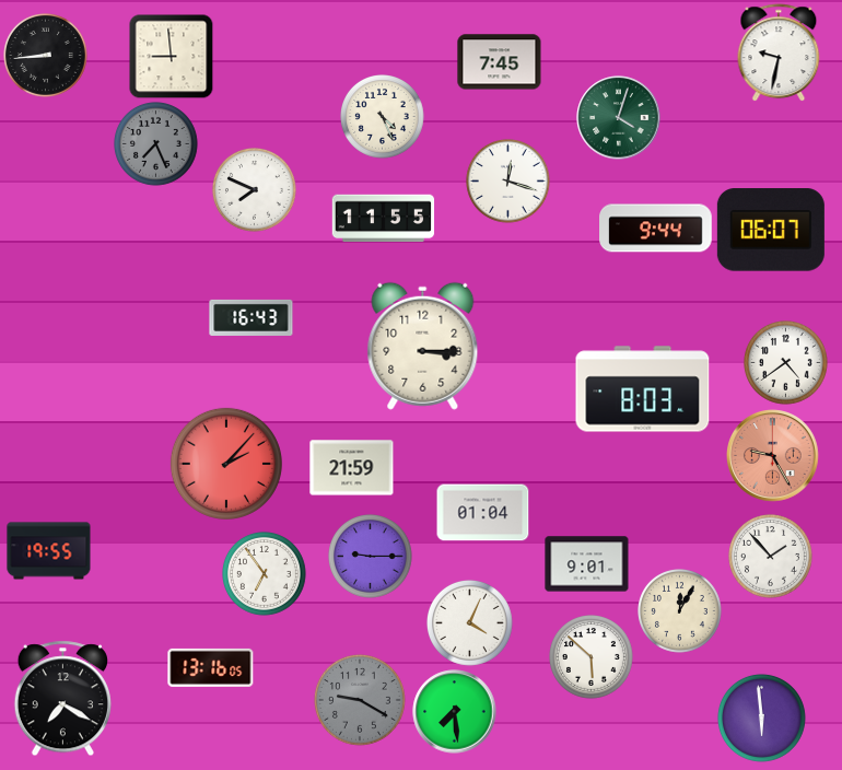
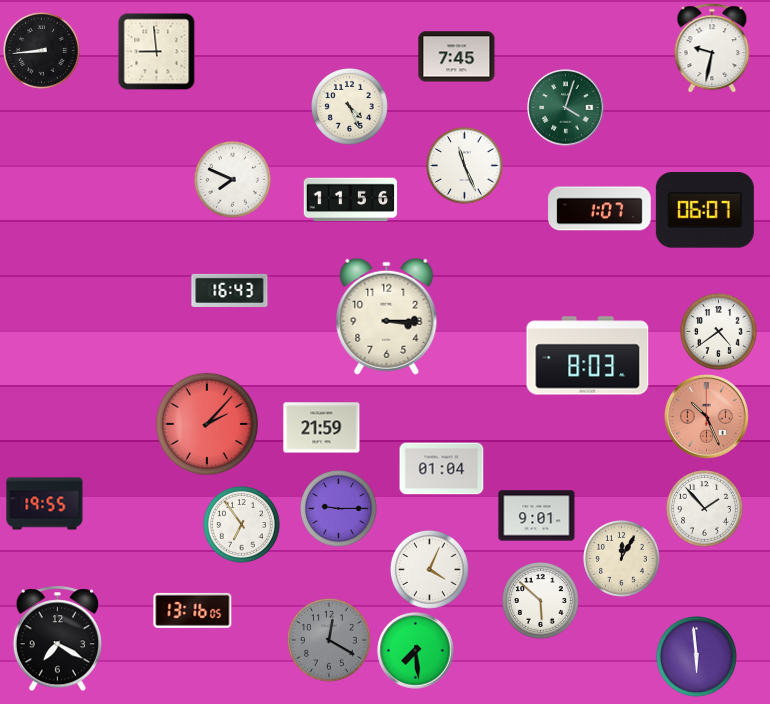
clock at (156, 144): 7:26 -> none
clock at (508, 182): 12:18 -> 11:26
clock at (255, 190) position: (255, 190) -> (233, 180)
clock at (384, 219): 11:55 -> 11:56
clock at (656, 229): 9:44 -> 1:07
clock at (773, 456): 9:25 -> 10:26
clock at (360, 700): 9:20 -> 12:20
